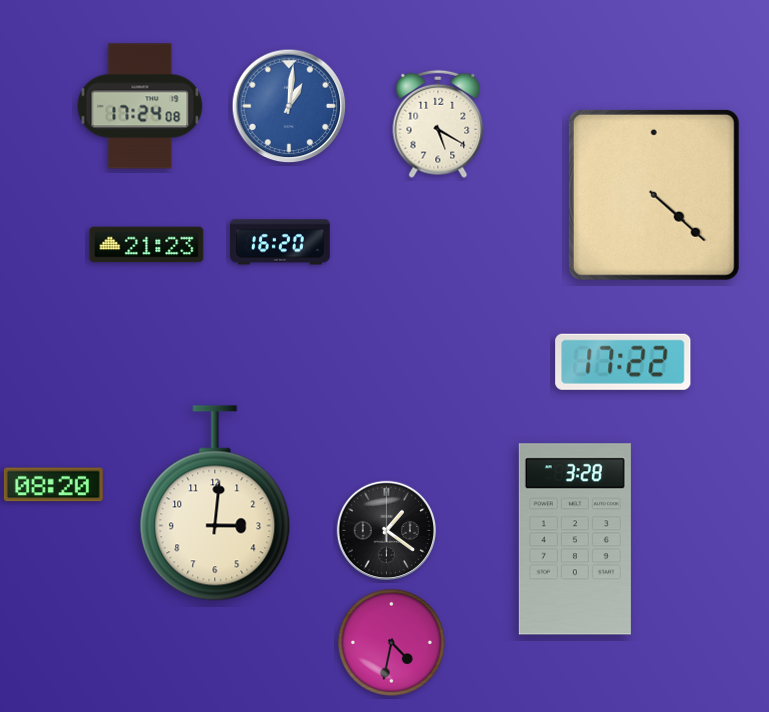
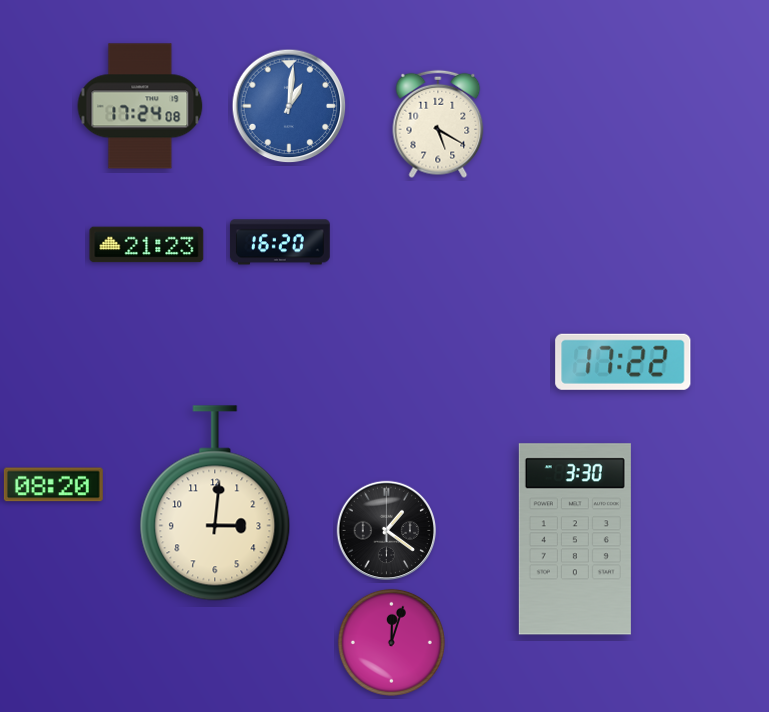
clock at (654, 195): 4:22 -> none
clock at (575, 539): 3:28 -> 3:30
clock at (391, 642): 4:32 -> 12:03
